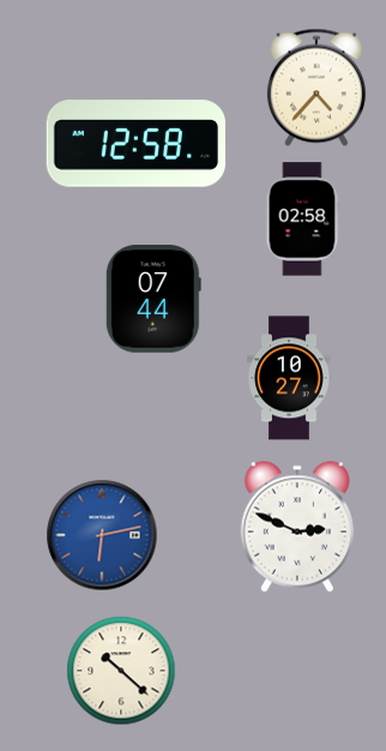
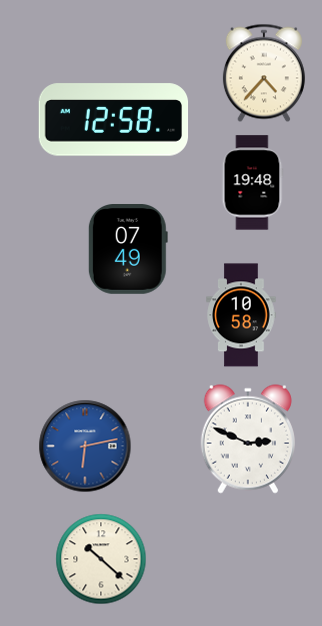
clock at (302, 220): 02:58 -> 19:48
clock at (153, 300): 07:44 -> 07:49
clock at (289, 378): 10:27 -> 10:58
